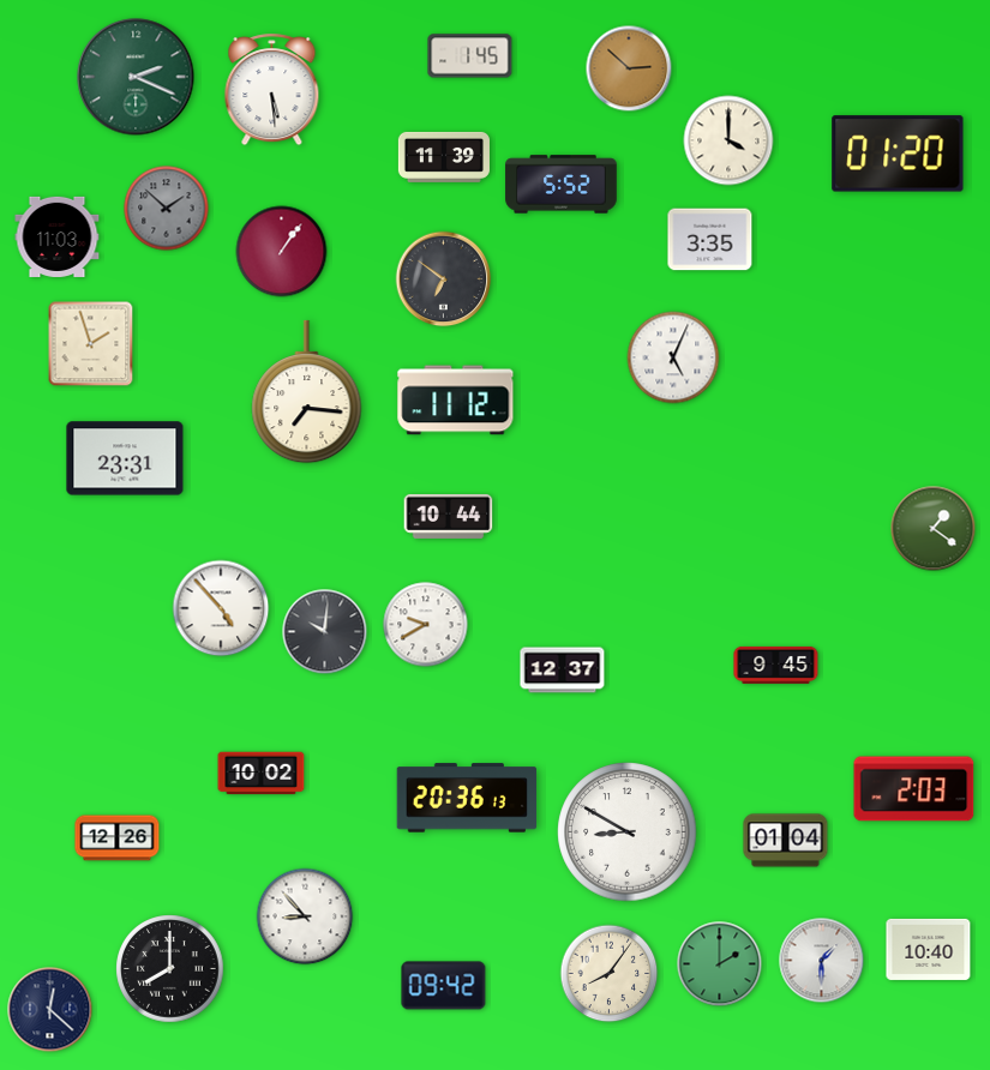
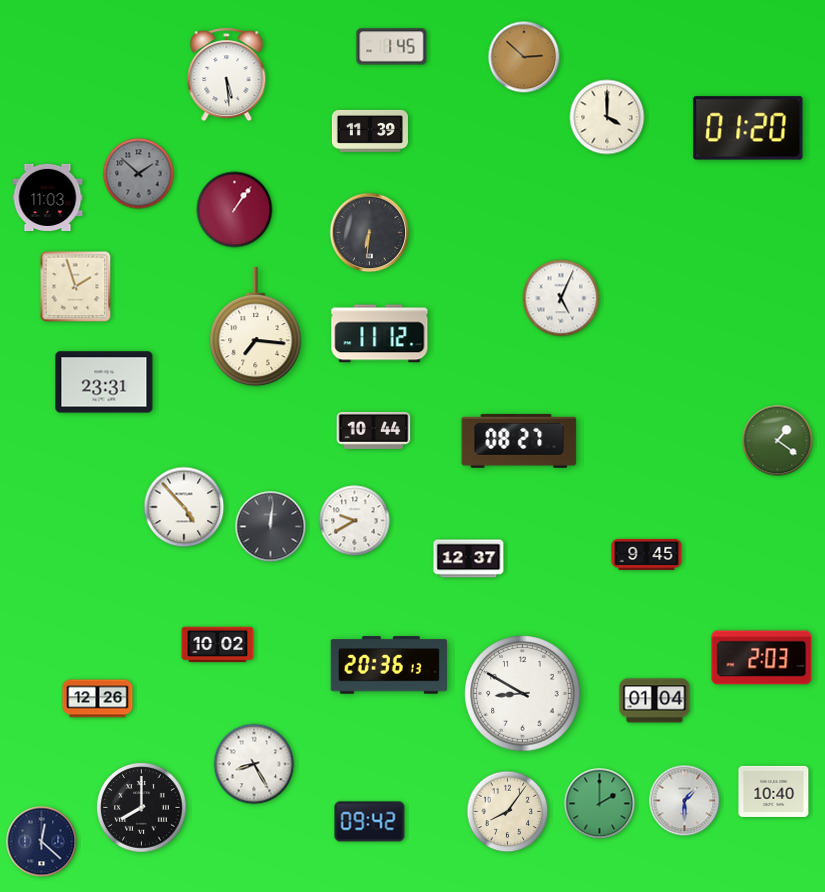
clock at (136, 77): 2:19 -> none
clock at (562, 185): 5:52 -> none
clock at (710, 240): 3:35 -> none
clock at (444, 279): 6:51 -> 6:31
clock at (519, 441): none -> 08:27
clock at (325, 632): 10:01 -> 12:01
clock at (305, 916): 8:53 -> 8:25
